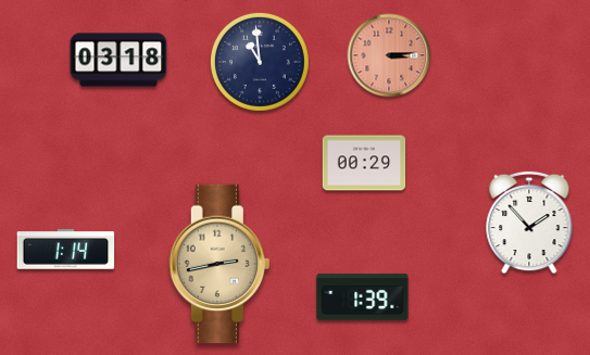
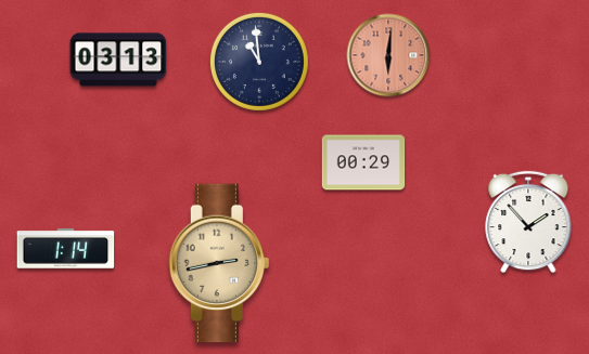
clock at (389, 55): 3:14 -> 6:01
clock at (118, 60): 03:18 -> 03:13
clock at (363, 297): 1:39 -> none
